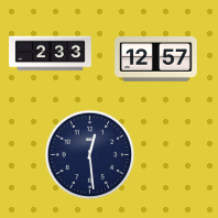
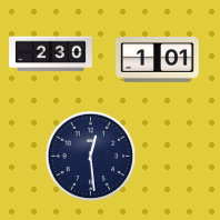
clock at (51, 54): 2:33 -> 2:30
clock at (156, 59): 12:57 -> 1:01
